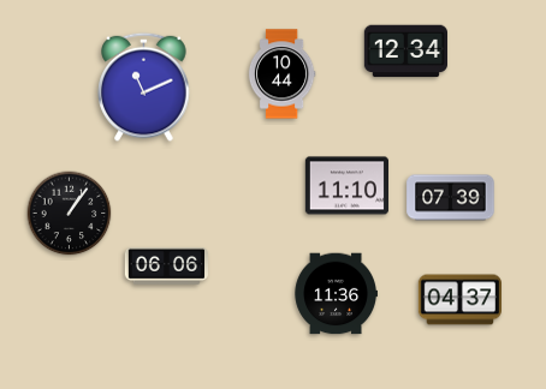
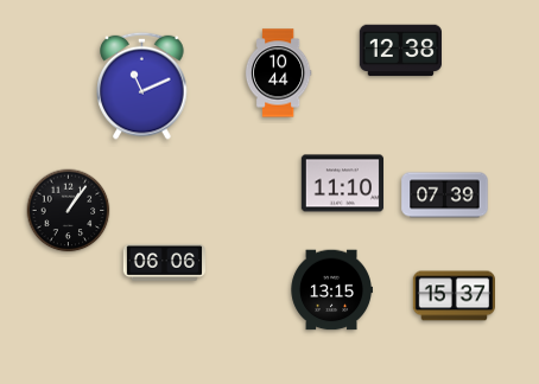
clock at (405, 52): 12:34 -> 12:38
clock at (336, 294): 11:36 -> 13:15
clock at (459, 300): 04:37 -> 15:37
